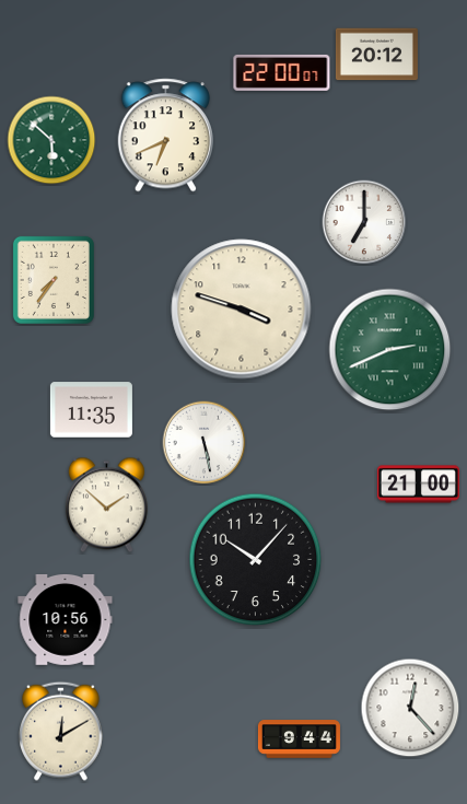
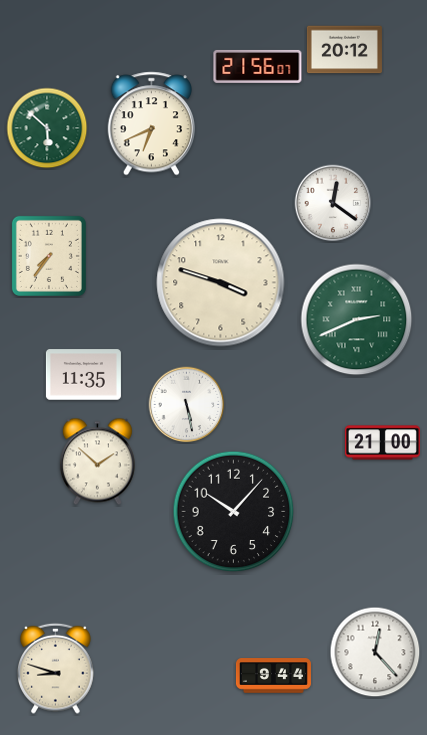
clock at (282, 72): 22:00 -> 21:56
clock at (364, 222): 7:00 -> 12:21
clock at (66, 619): 10:56 -> none
clock at (410, 708) position: (410, 708) -> (375, 652)
clock at (61, 731): 12:10 -> 8:48
